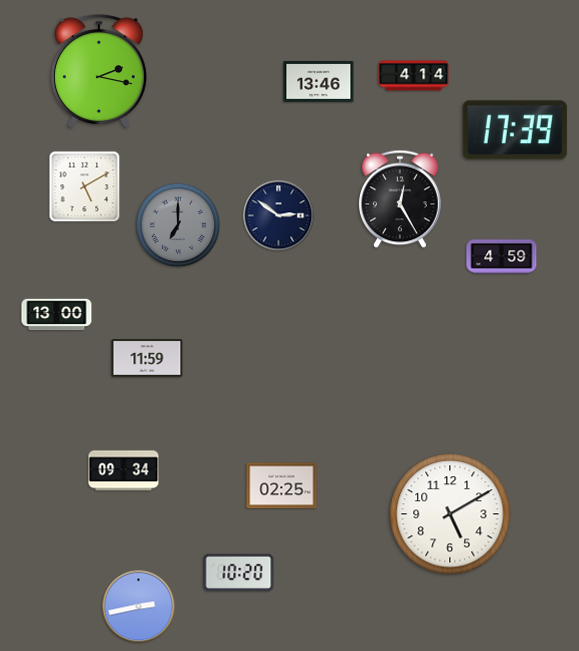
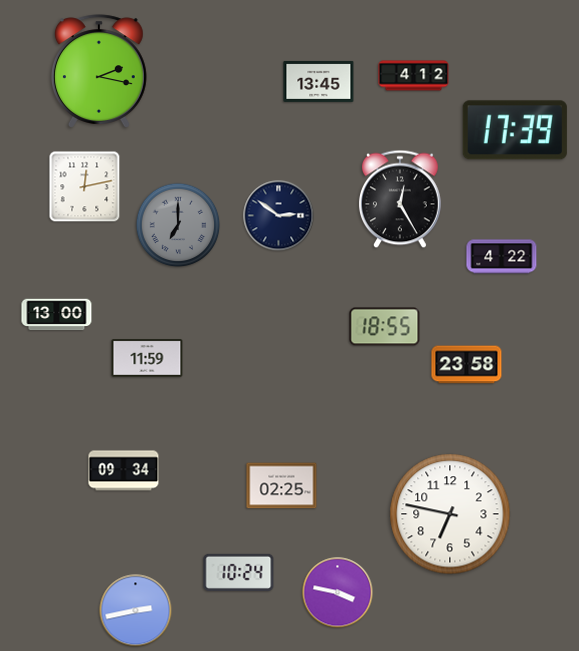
clock at (414, 76): 4:14 -> 4:12
clock at (319, 81): 13:46 -> 13:45
clock at (85, 187): 5:10 -> 12:13
clock at (502, 257): 4:59 -> 4:22
clock at (385, 327): none -> 18:55
clock at (467, 365): none -> 23:58
clock at (450, 514): 5:10 -> 6:47
clock at (239, 572): 10:20 -> 10:24
clock at (338, 593): none -> 3:47
clock at (139, 607) position: (139, 607) -> (136, 611)
